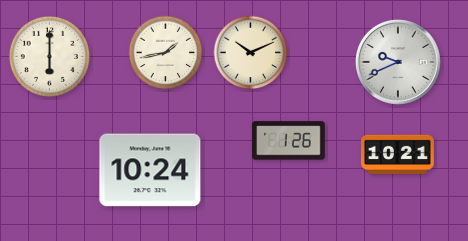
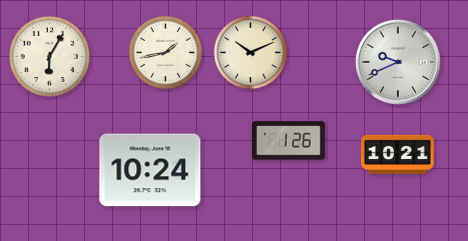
clock at (49, 56): 6:00 -> 6:05
